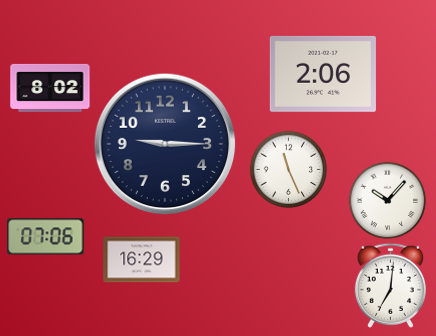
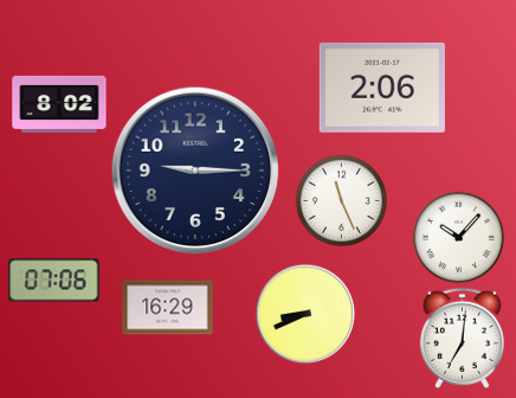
clock at (305, 314): none -> 8:41
